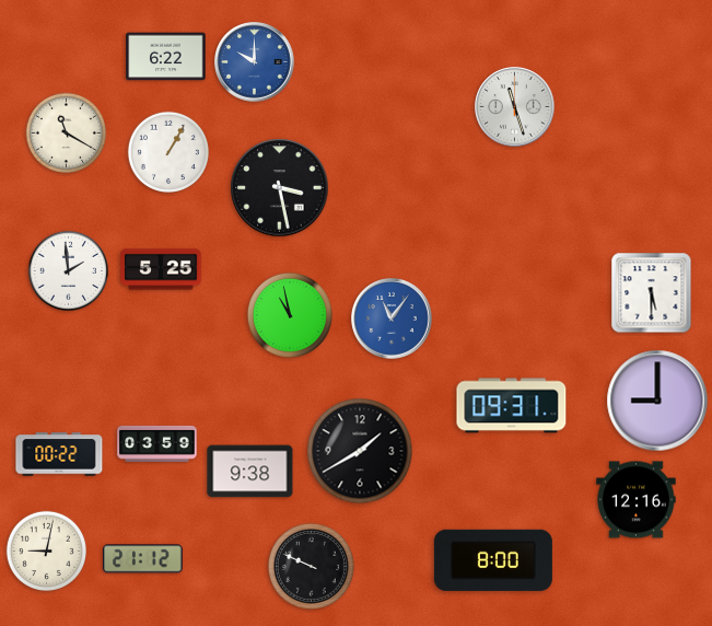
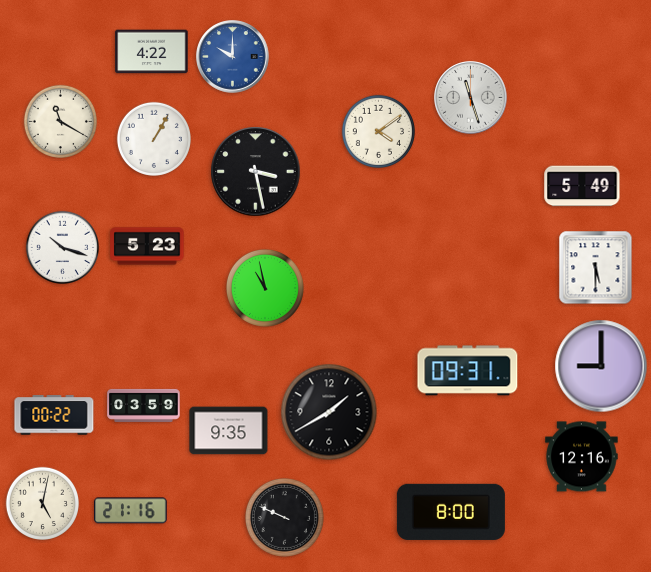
clock at (166, 57): 6:22 -> 4:22
clock at (378, 131): none -> 4:09
clock at (582, 186): none -> 5:49
clock at (161, 269): 5:25 -> 5:23
clock at (68, 270): 1:59 -> 10:18
clock at (392, 318): 11:06 -> none
clock at (250, 472): 9:38 -> 9:35
clock at (46, 550): 9:02 -> 5:02
clock at (143, 559): 21:12 -> 21:16
